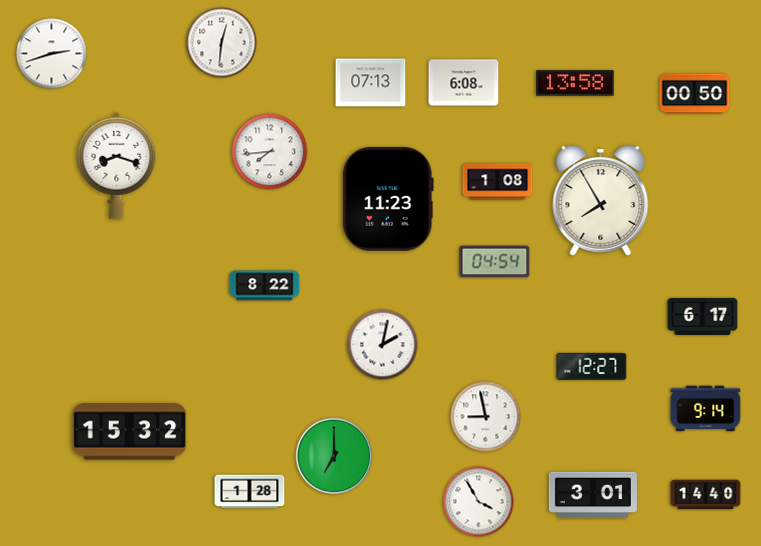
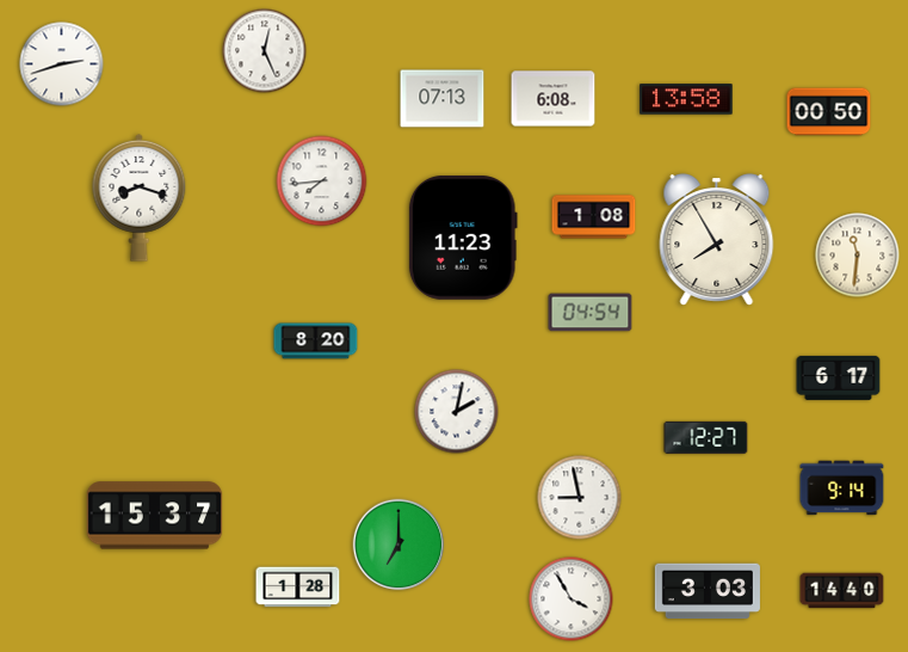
clock at (222, 43): 12:31 -> 12:26
clock at (858, 256): none -> 11:31
clock at (265, 286): 8:22 -> 8:20
clock at (130, 432): 15:32 -> 15:37
clock at (593, 495): 3:01 -> 3:03
